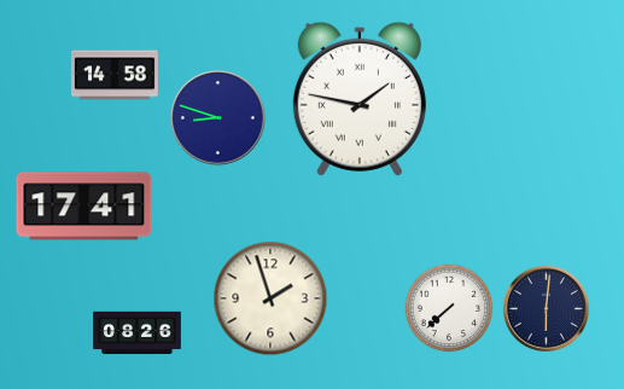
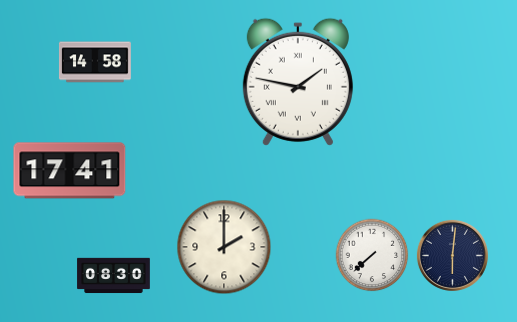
clock at (218, 118): 8:48 -> none
clock at (270, 298): 1:57 -> 2:00
clock at (138, 333): 08:26 -> 08:30
